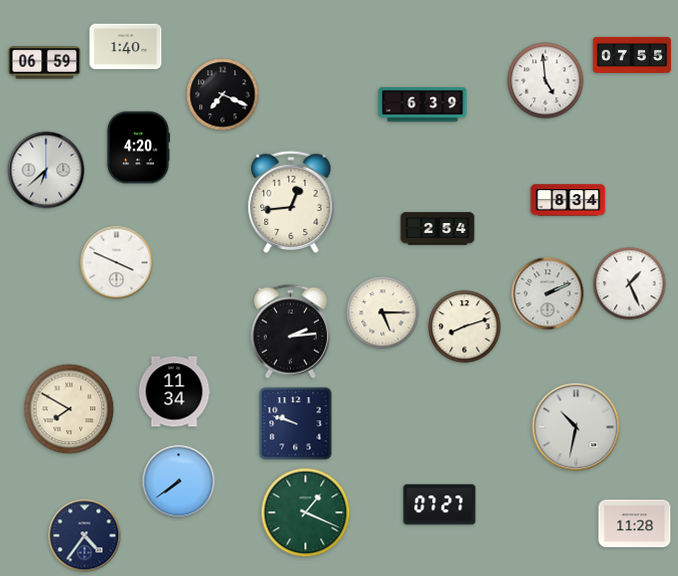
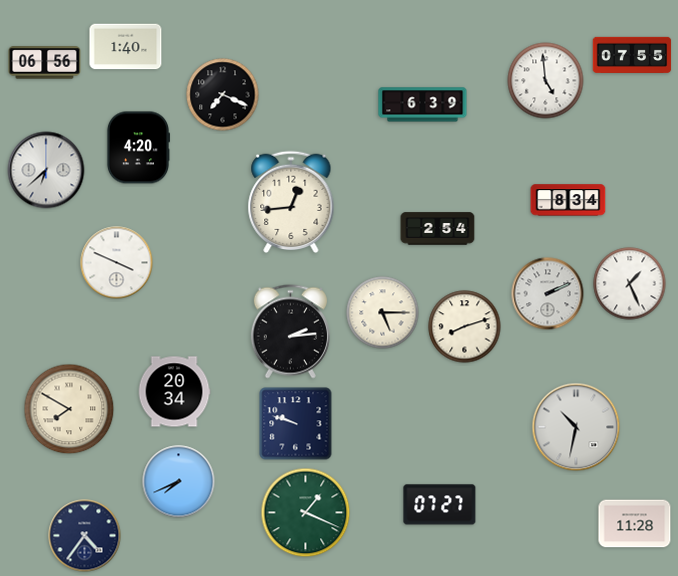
clock at (45, 63): 06:59 -> 06:56
clock at (174, 392): 11:34 -> 20:34
clock at (179, 482): 7:39 -> 7:41
